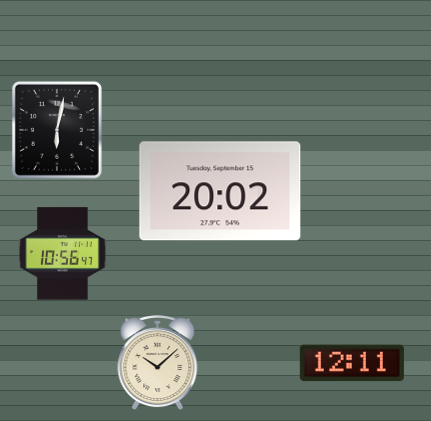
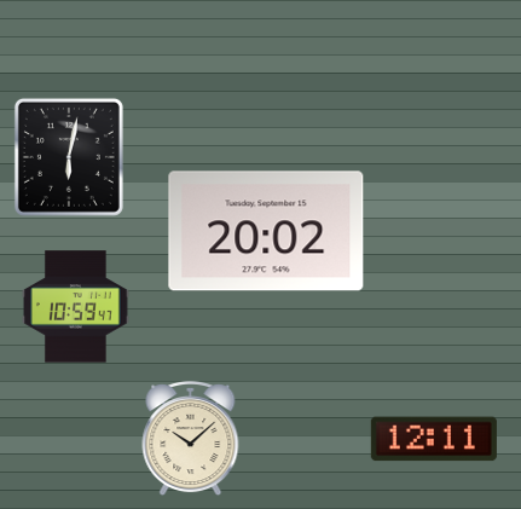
clock at (63, 254): 10:56 -> 10:59
clock at (352, 363) position: (352, 363) -> (434, 439)
